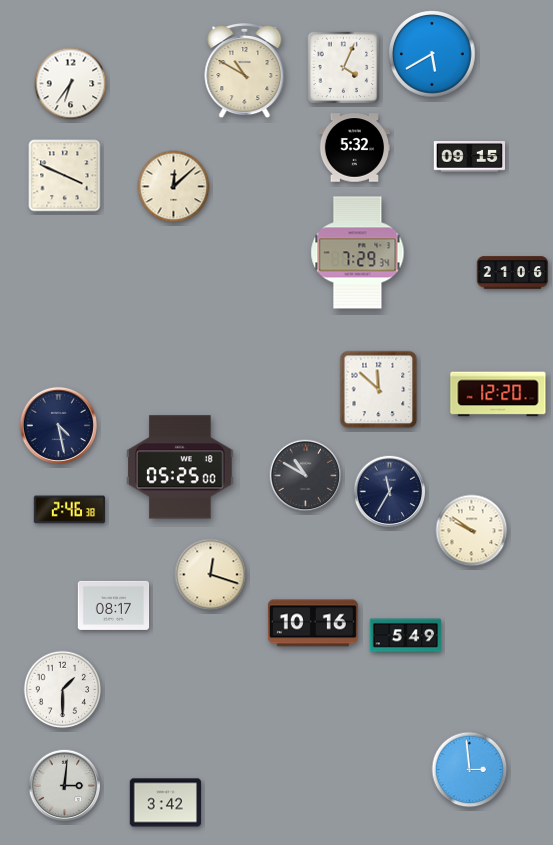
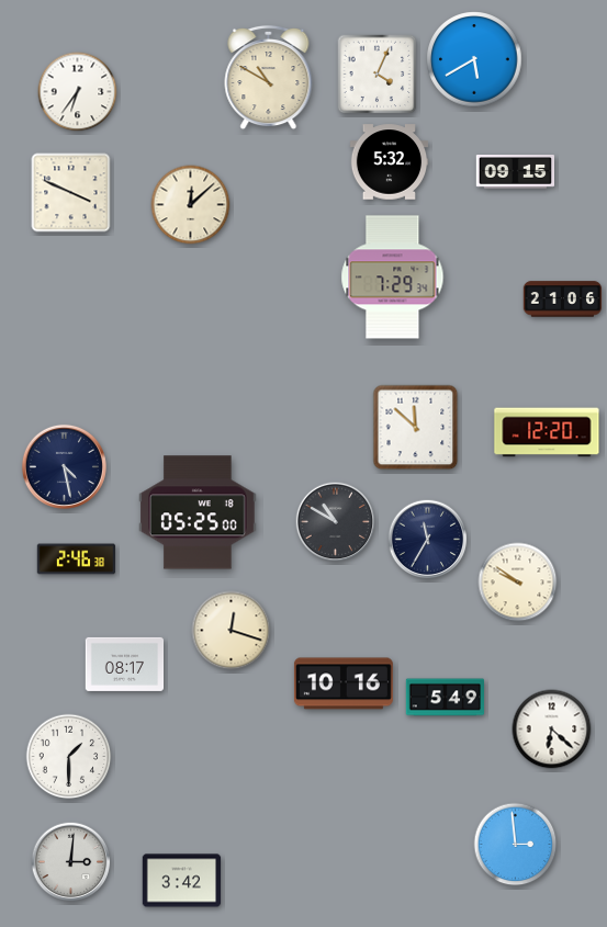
clock at (552, 730): none -> 6:22
